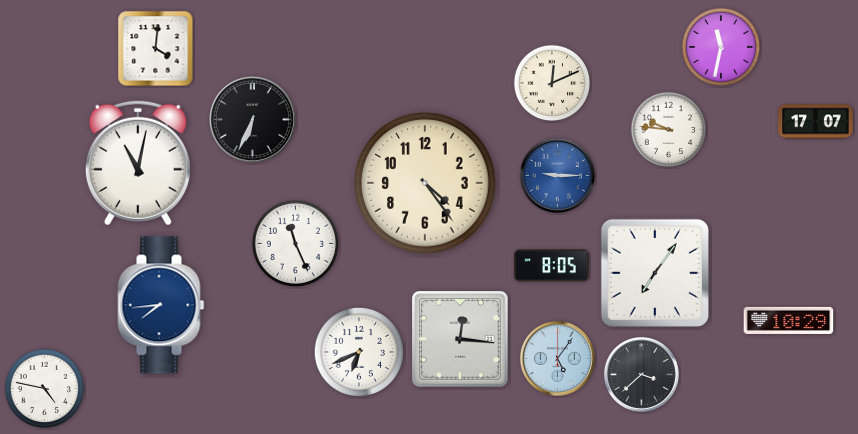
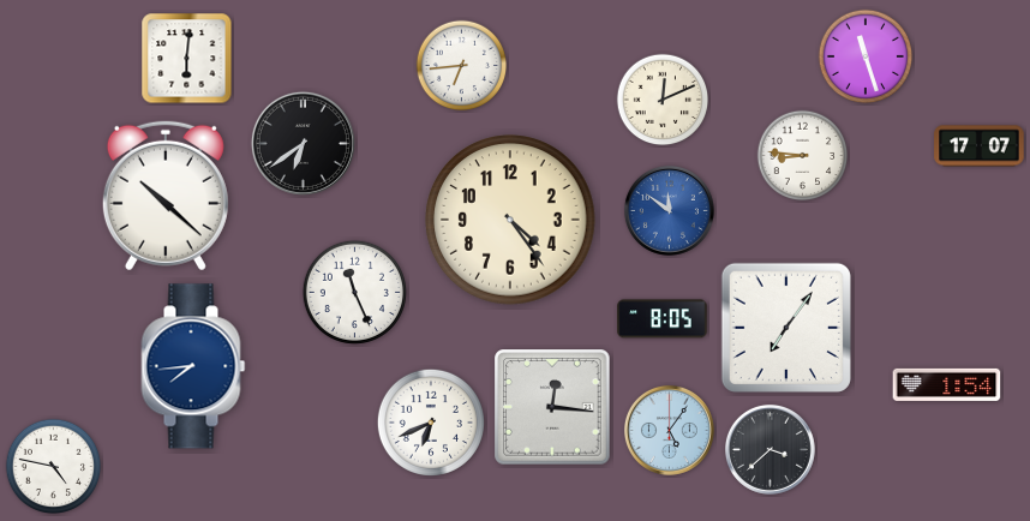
clock at (721, 47): 11:32 -> 11:27
clock at (156, 49): 4:01 -> 6:01
clock at (462, 66): none -> 6:44
clock at (252, 119): 6:34 -> 6:39
clock at (669, 130): 9:46 -> 8:46
clock at (138, 163): 11:02 -> 10:22
clock at (557, 175): 9:15 -> 11:51
clock at (789, 320): 10:29 -> 1:54
